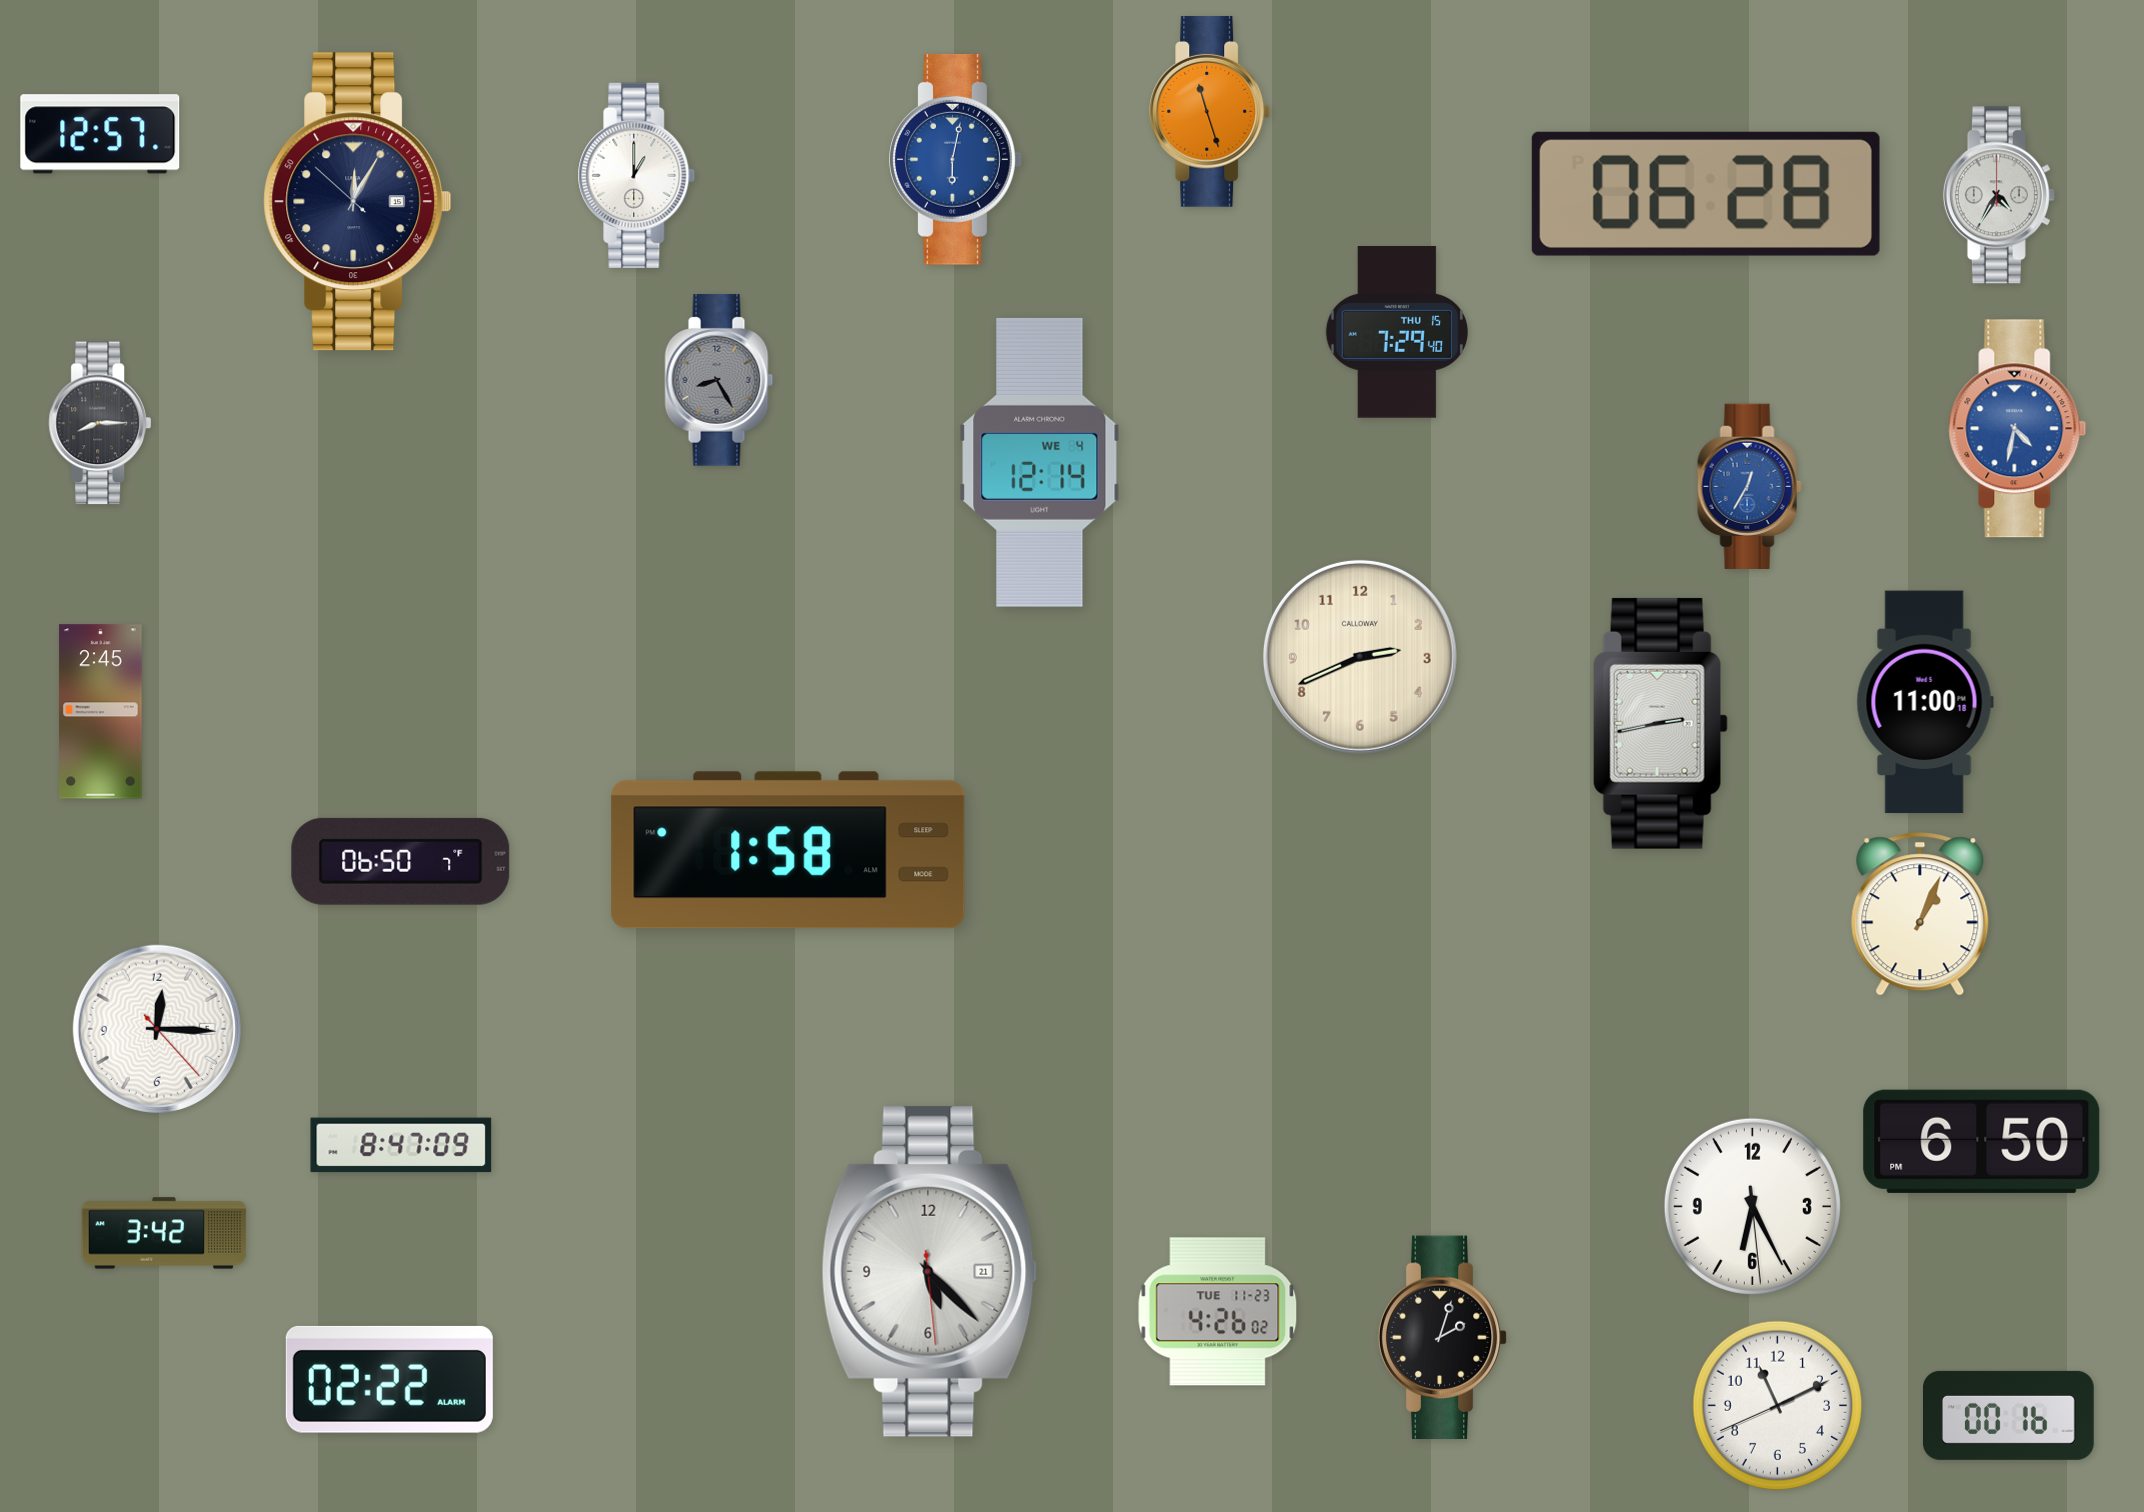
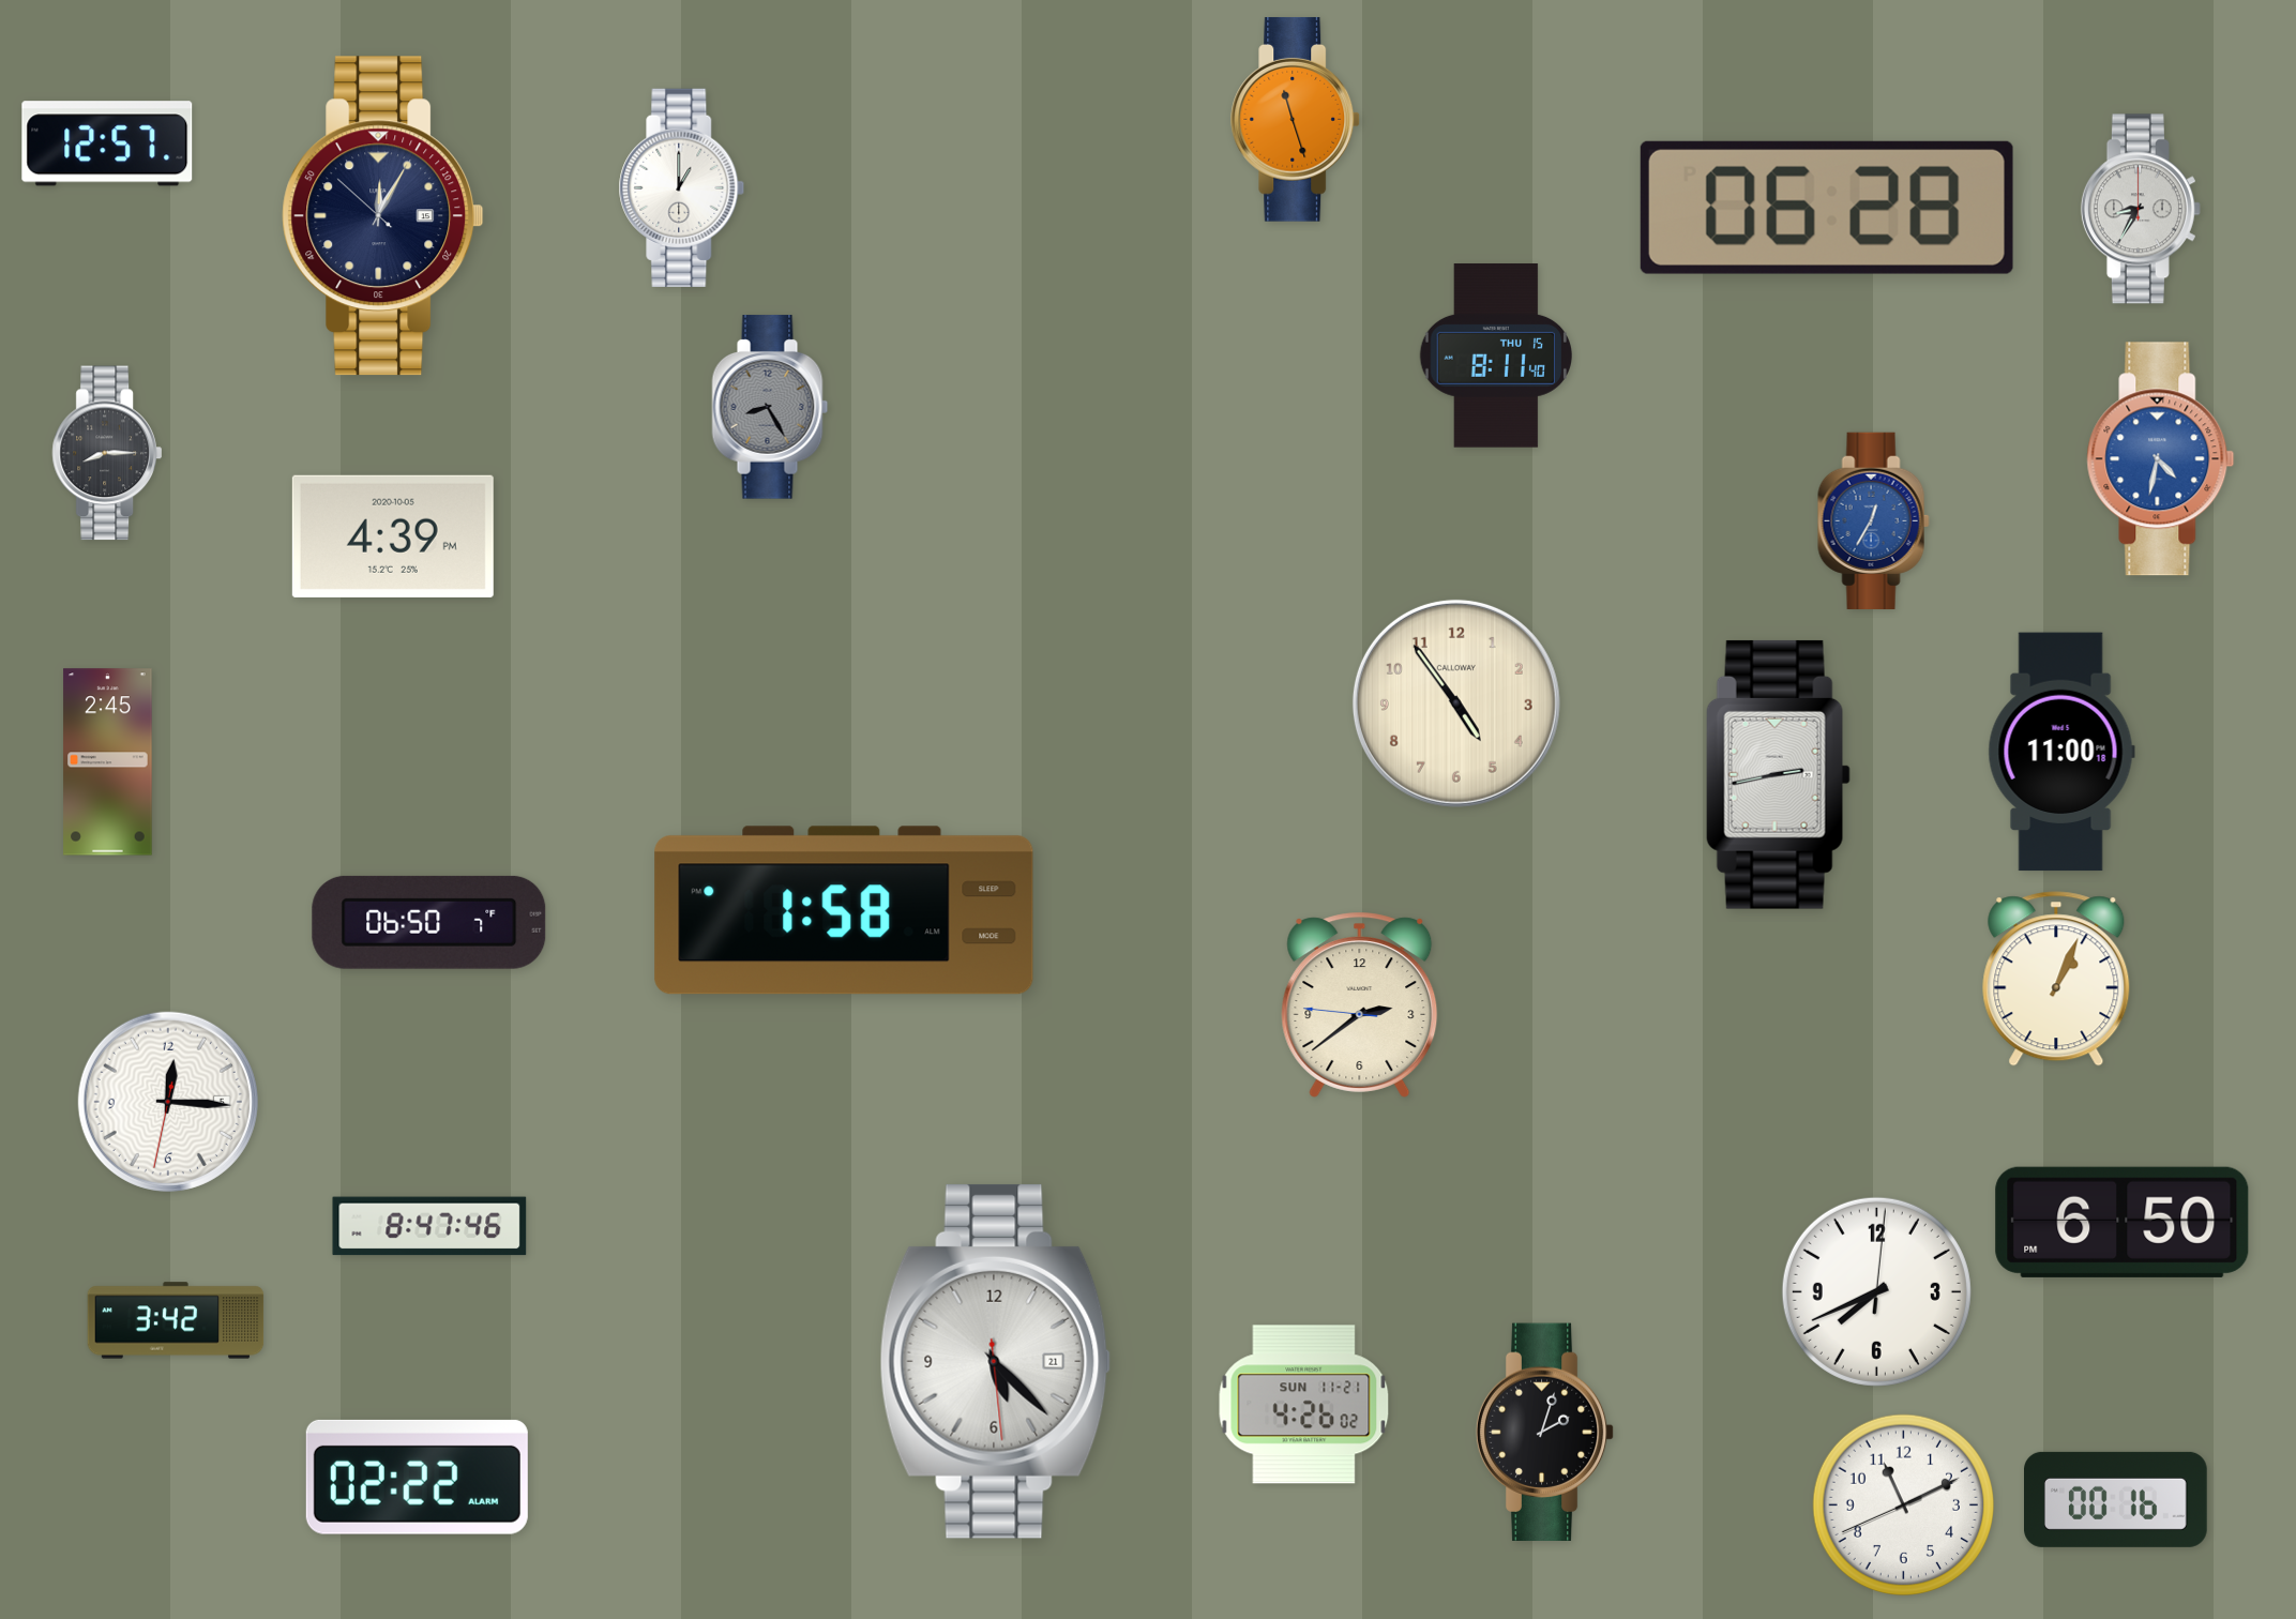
clock at (956, 159): 6:02 -> none
clock at (1999, 195): 4:35 -> 8:35
clock at (1397, 332): 7:29 -> 8:11
clock at (1040, 462): 12:14 -> none
clock at (393, 536): none -> 4:39
clock at (1360, 657): 2:41 -> 4:54
clock at (1360, 1004): none -> 2:38
clock at (157, 1029): 12:15:23 -> 12:15:32
clock at (401, 1145): 8:47:09 -> 8:47:46
clock at (1752, 1206): 6:25 -> 7:41
clock at (1218, 1312) date: TUE 11-23 -> SUN 11-21
clock at (2009, 1415) position: (2009, 1415) -> (2116, 1499)
